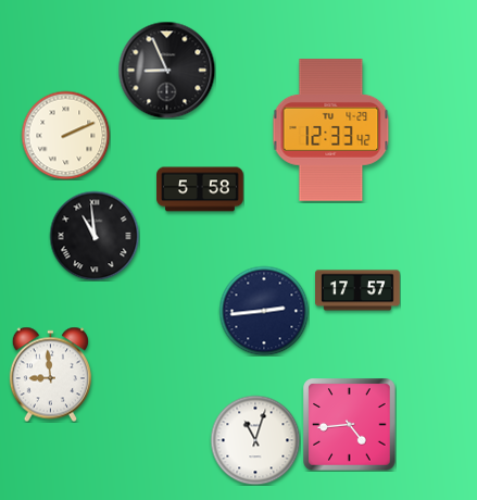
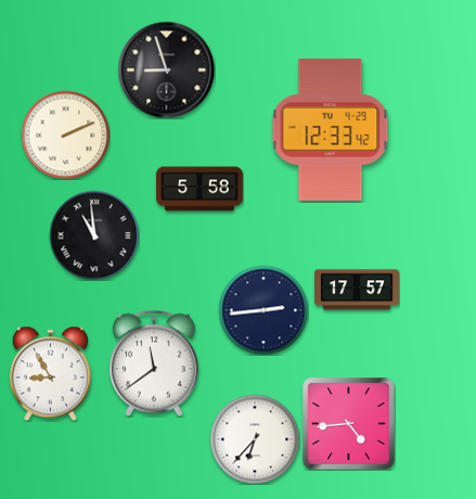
clock at (166, 70): 8:56 -> 8:57
clock at (155, 363): none -> 11:39
clock at (50, 374): 8:59 -> 8:55
clock at (255, 440): 11:03 -> 6:37
